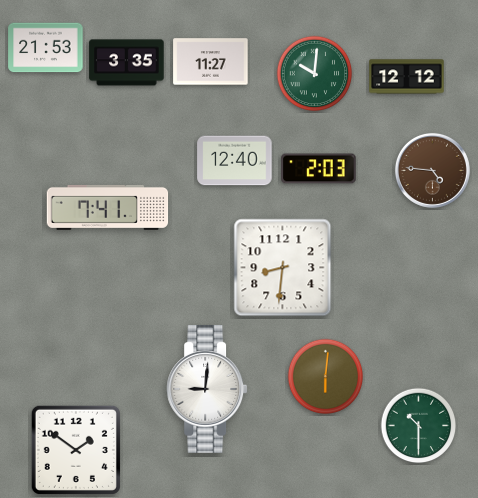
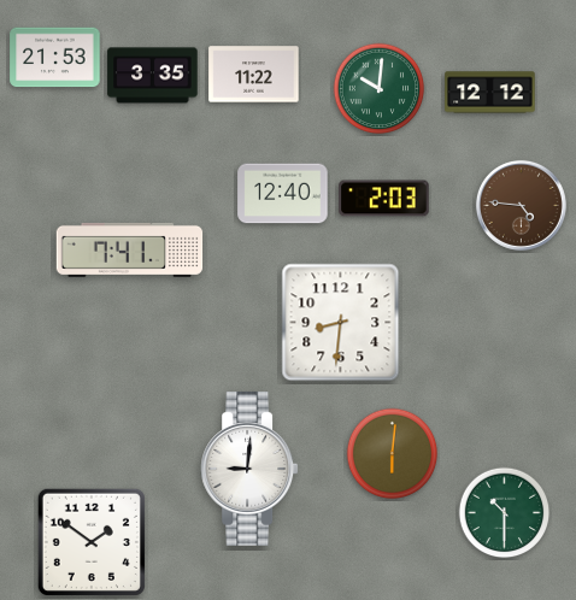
clock at (211, 62): 11:27 -> 11:22
clock at (319, 169) position: (319, 169) -> (384, 199)
